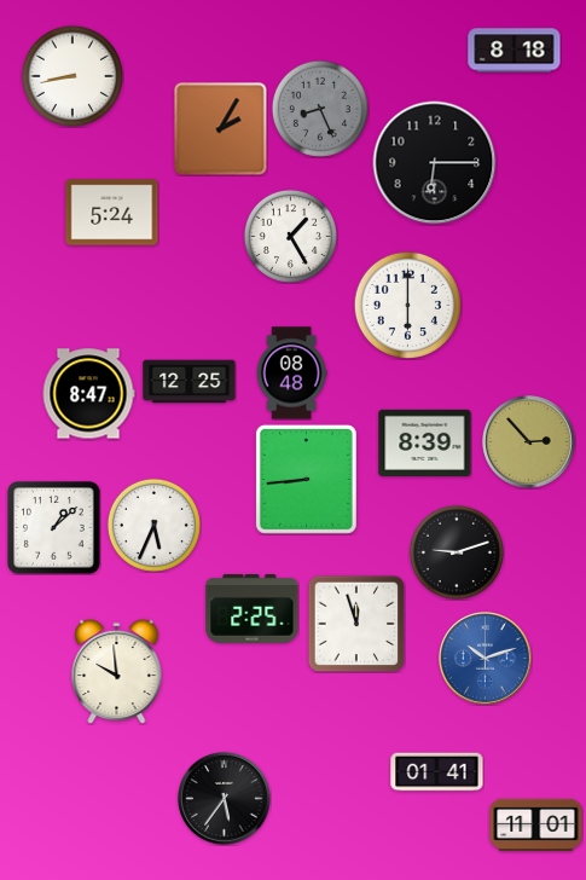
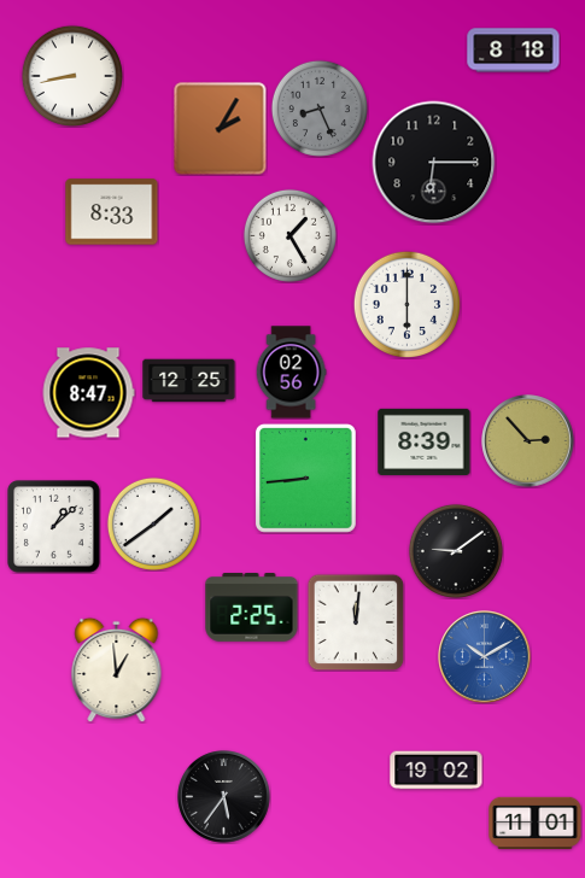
clock at (112, 213): 5:24 -> 8:33
clock at (291, 374): 08:48 -> 02:56
clock at (153, 525): 5:34 -> 1:39
clock at (457, 552): 9:12 -> 9:09
clock at (356, 624): 11:57 -> 12:01
clock at (486, 659): 10:12 -> 10:10
clock at (117, 671): 9:59 -> 12:59
clock at (437, 772): 01:41 -> 19:02
